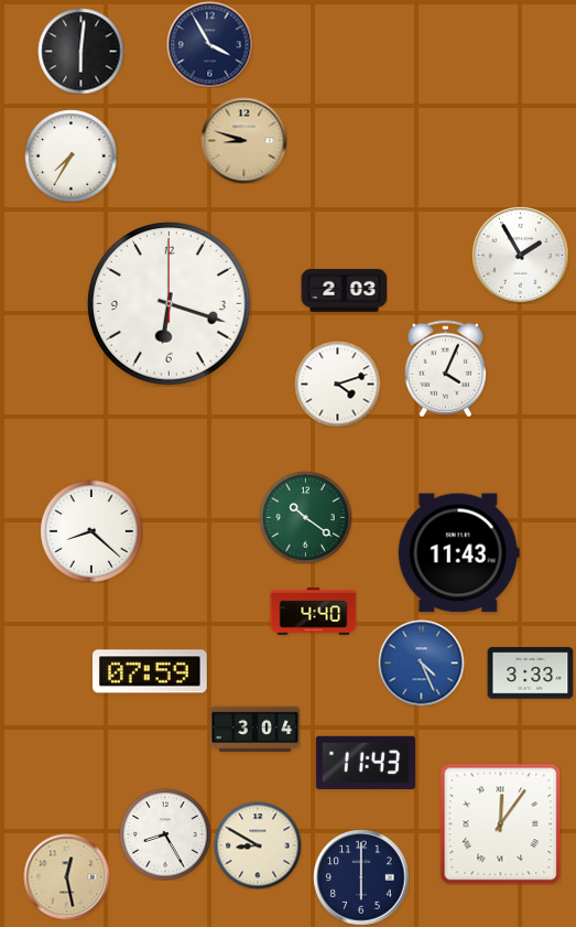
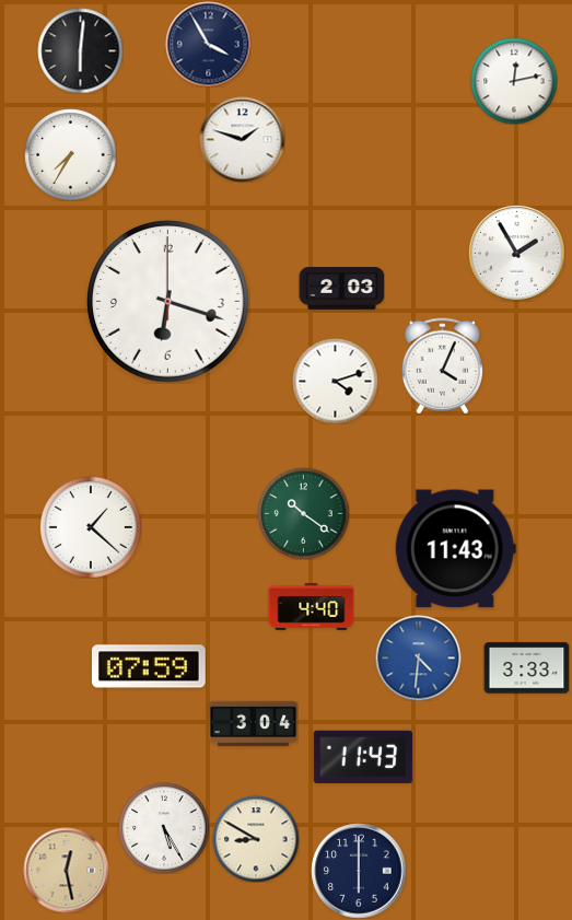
clock at (514, 81): none -> 12:13
clock at (243, 140): 8:48 -> 1:48
clock at (243, 140) dial: champagne -> white
clock at (91, 531): 8:22 -> 1:22
clock at (421, 662): 4:26 -> 4:31
clock at (500, 823): 12:06 -> none
clock at (165, 834): 8:25 -> 5:25
